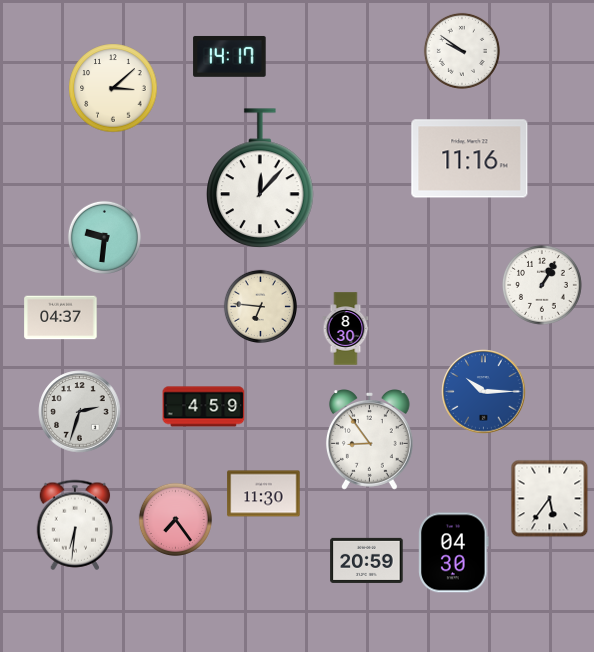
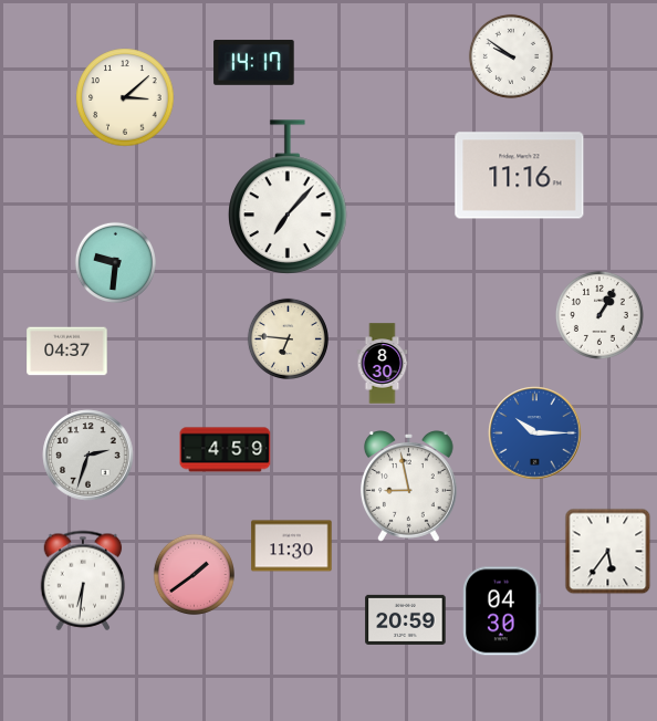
clock at (260, 178): 12:07 -> 7:07
clock at (369, 440): 8:54 -> 8:58
clock at (175, 519): 7:24 -> 1:39
